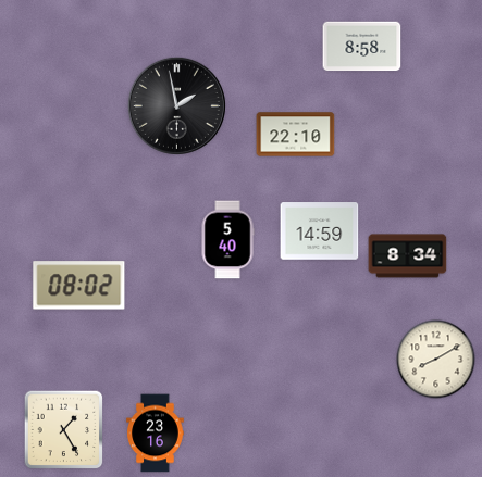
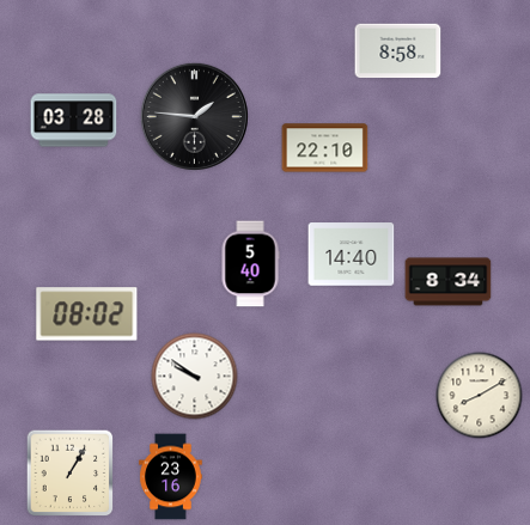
clock at (176, 105): 1:58 -> 1:46
clock at (74, 121): none -> 03:28
clock at (320, 231): 14:59 -> 14:40
clock at (195, 377): none -> 9:51
clock at (64, 430): 1:25 -> 1:05
